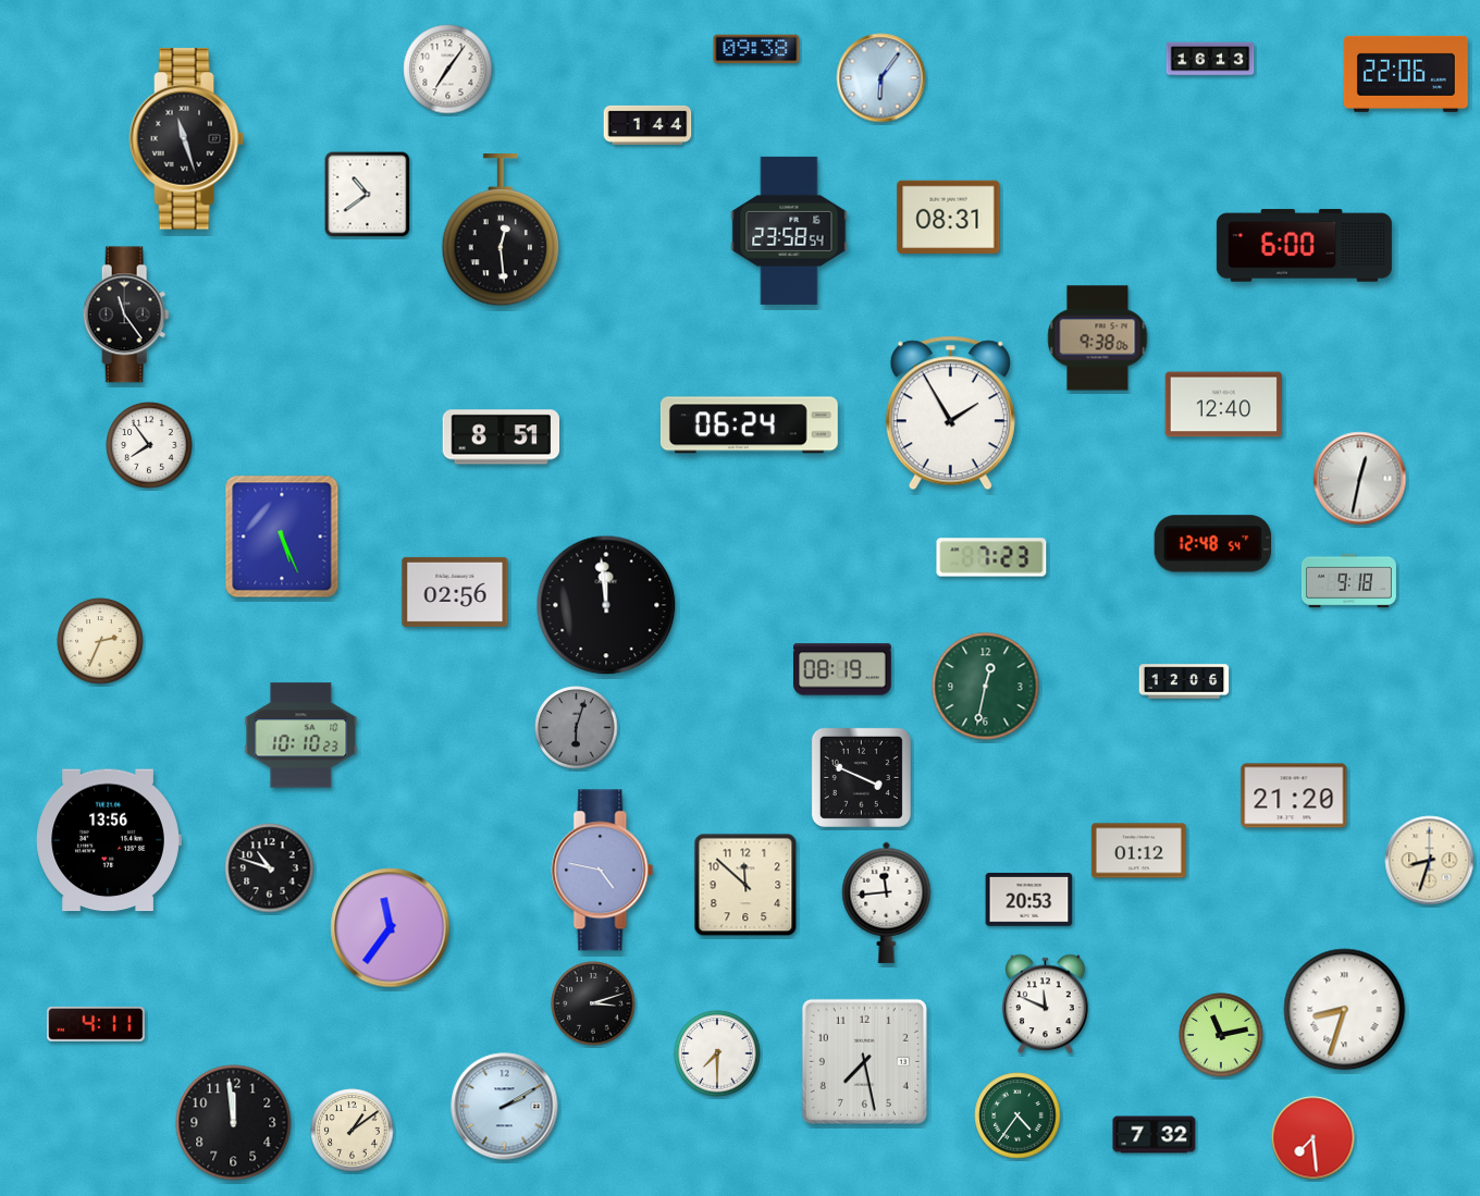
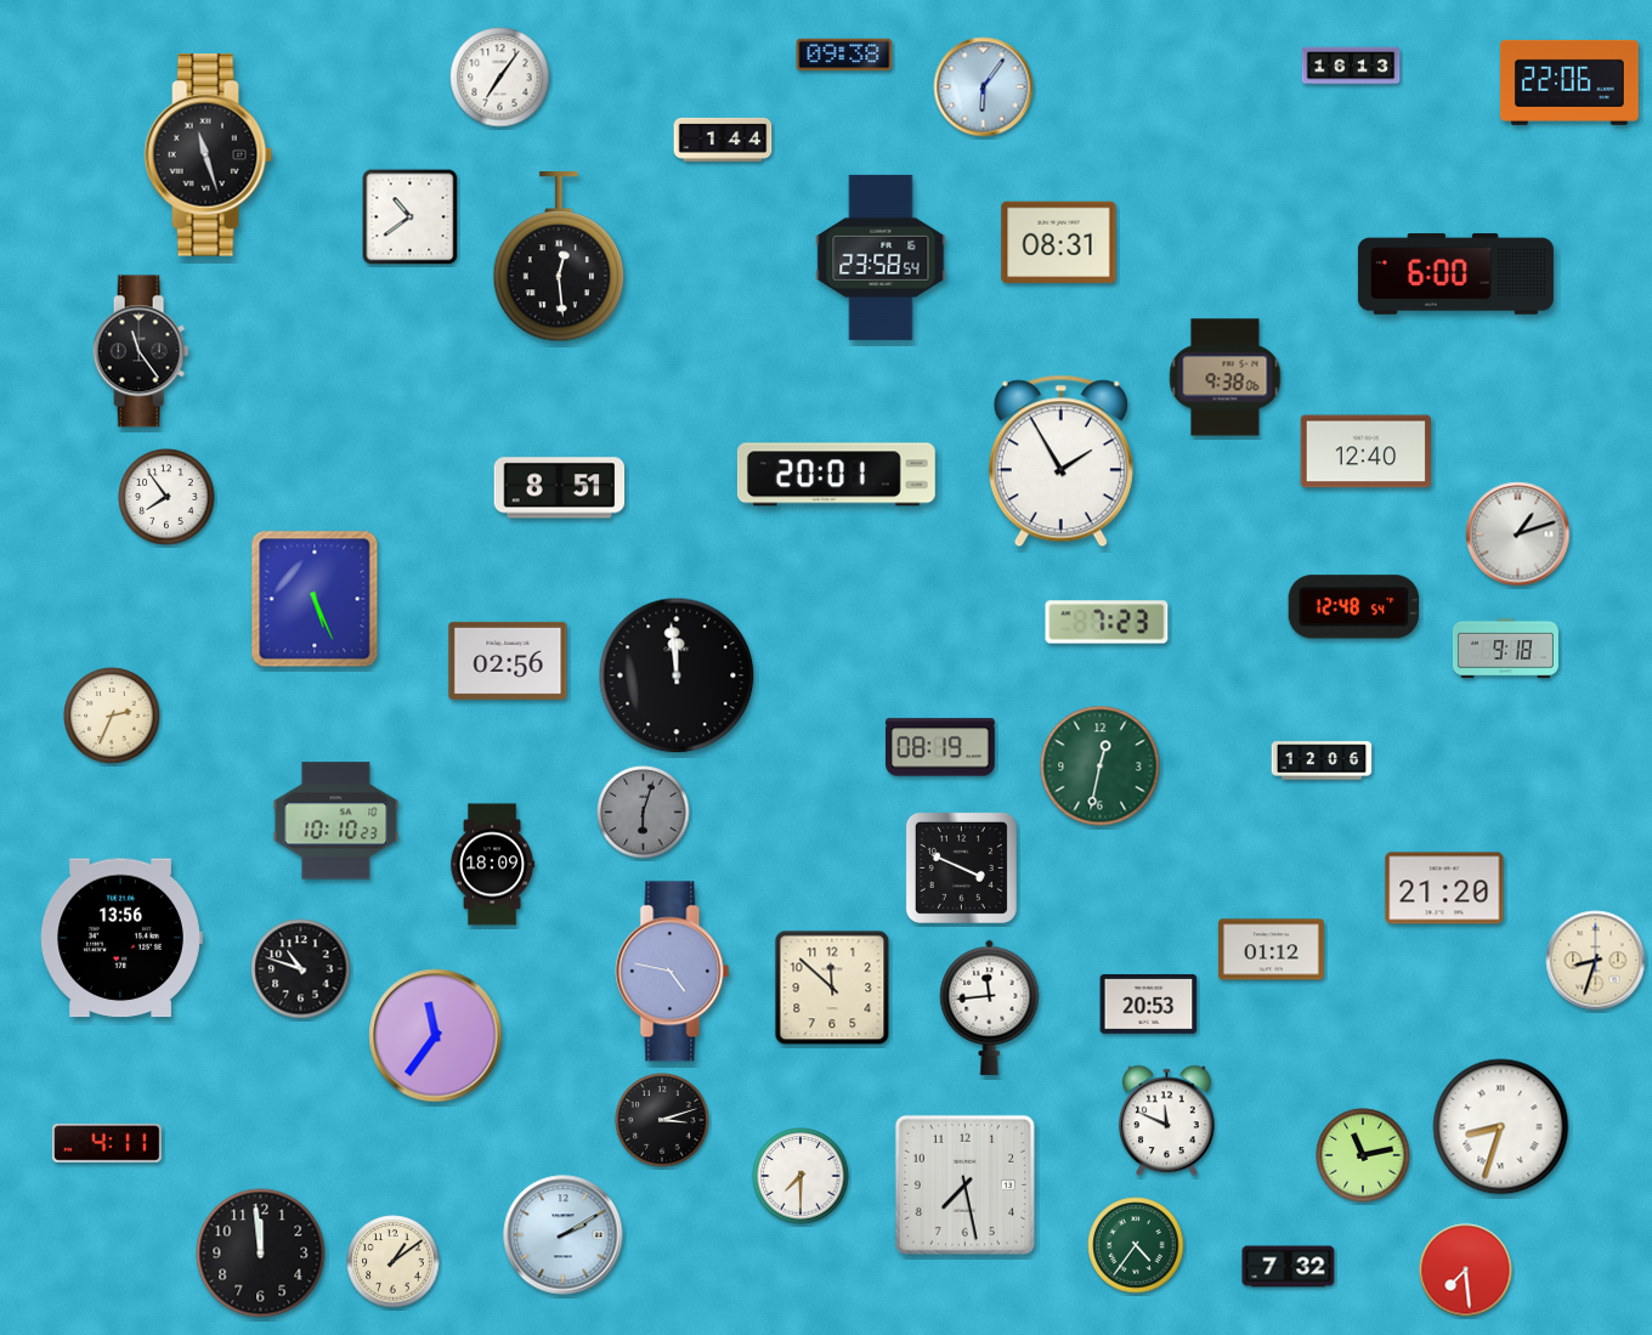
clock at (749, 426): 06:24 -> 20:01
clock at (1360, 479): 12:32 -> 1:12
clock at (492, 865): none -> 18:09
